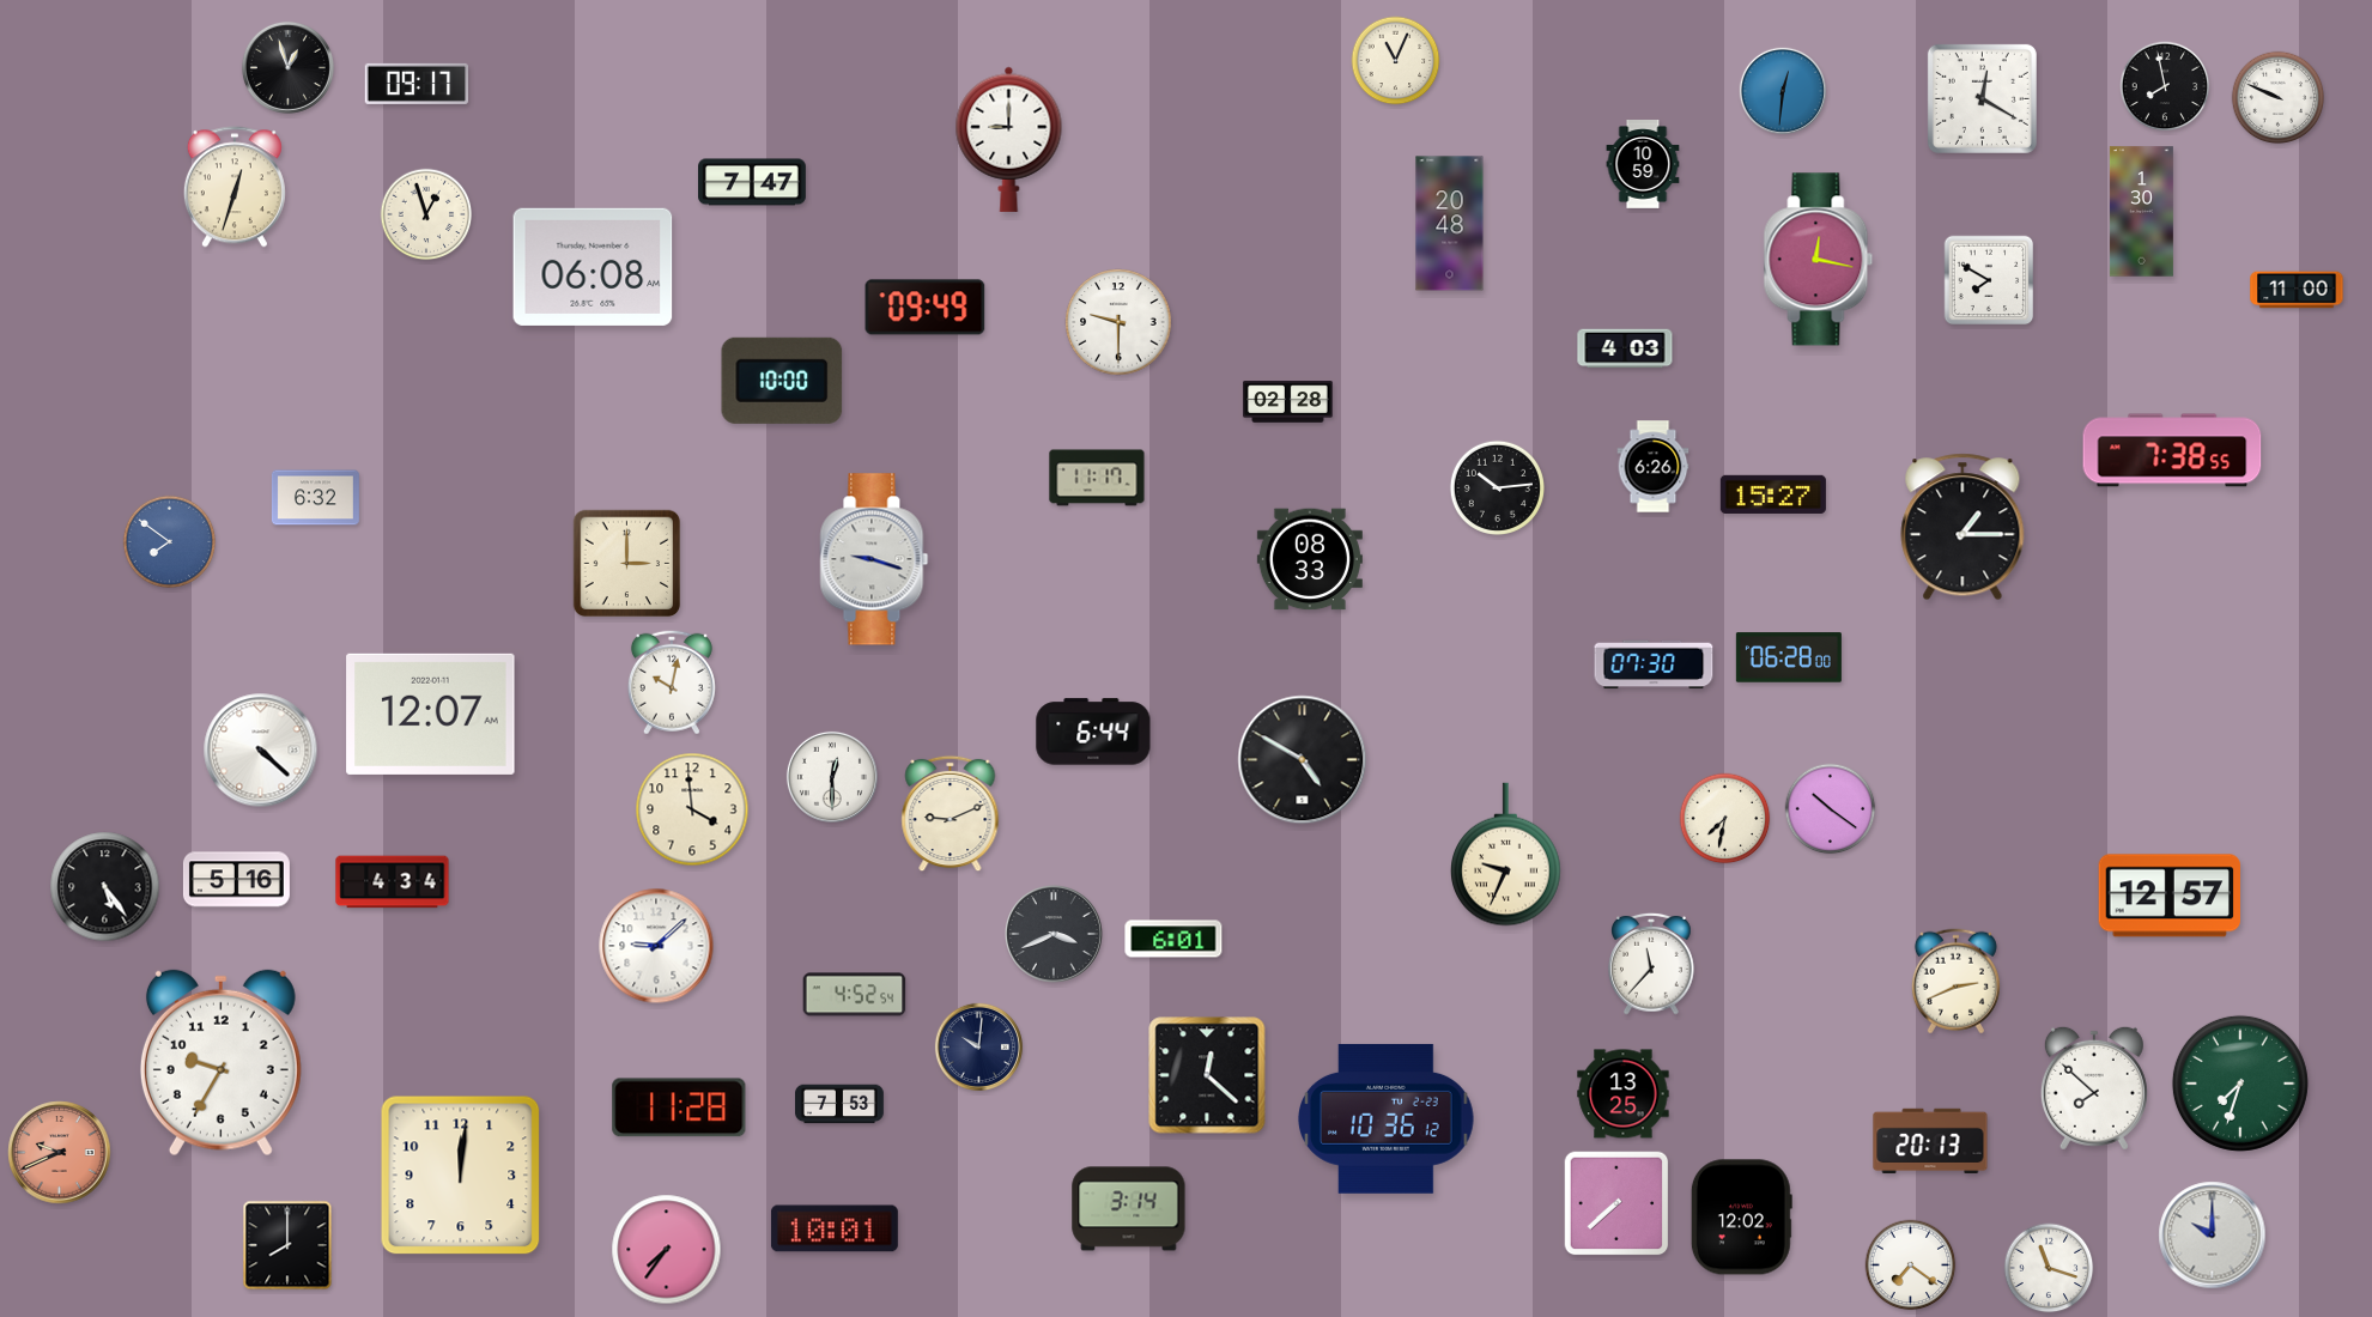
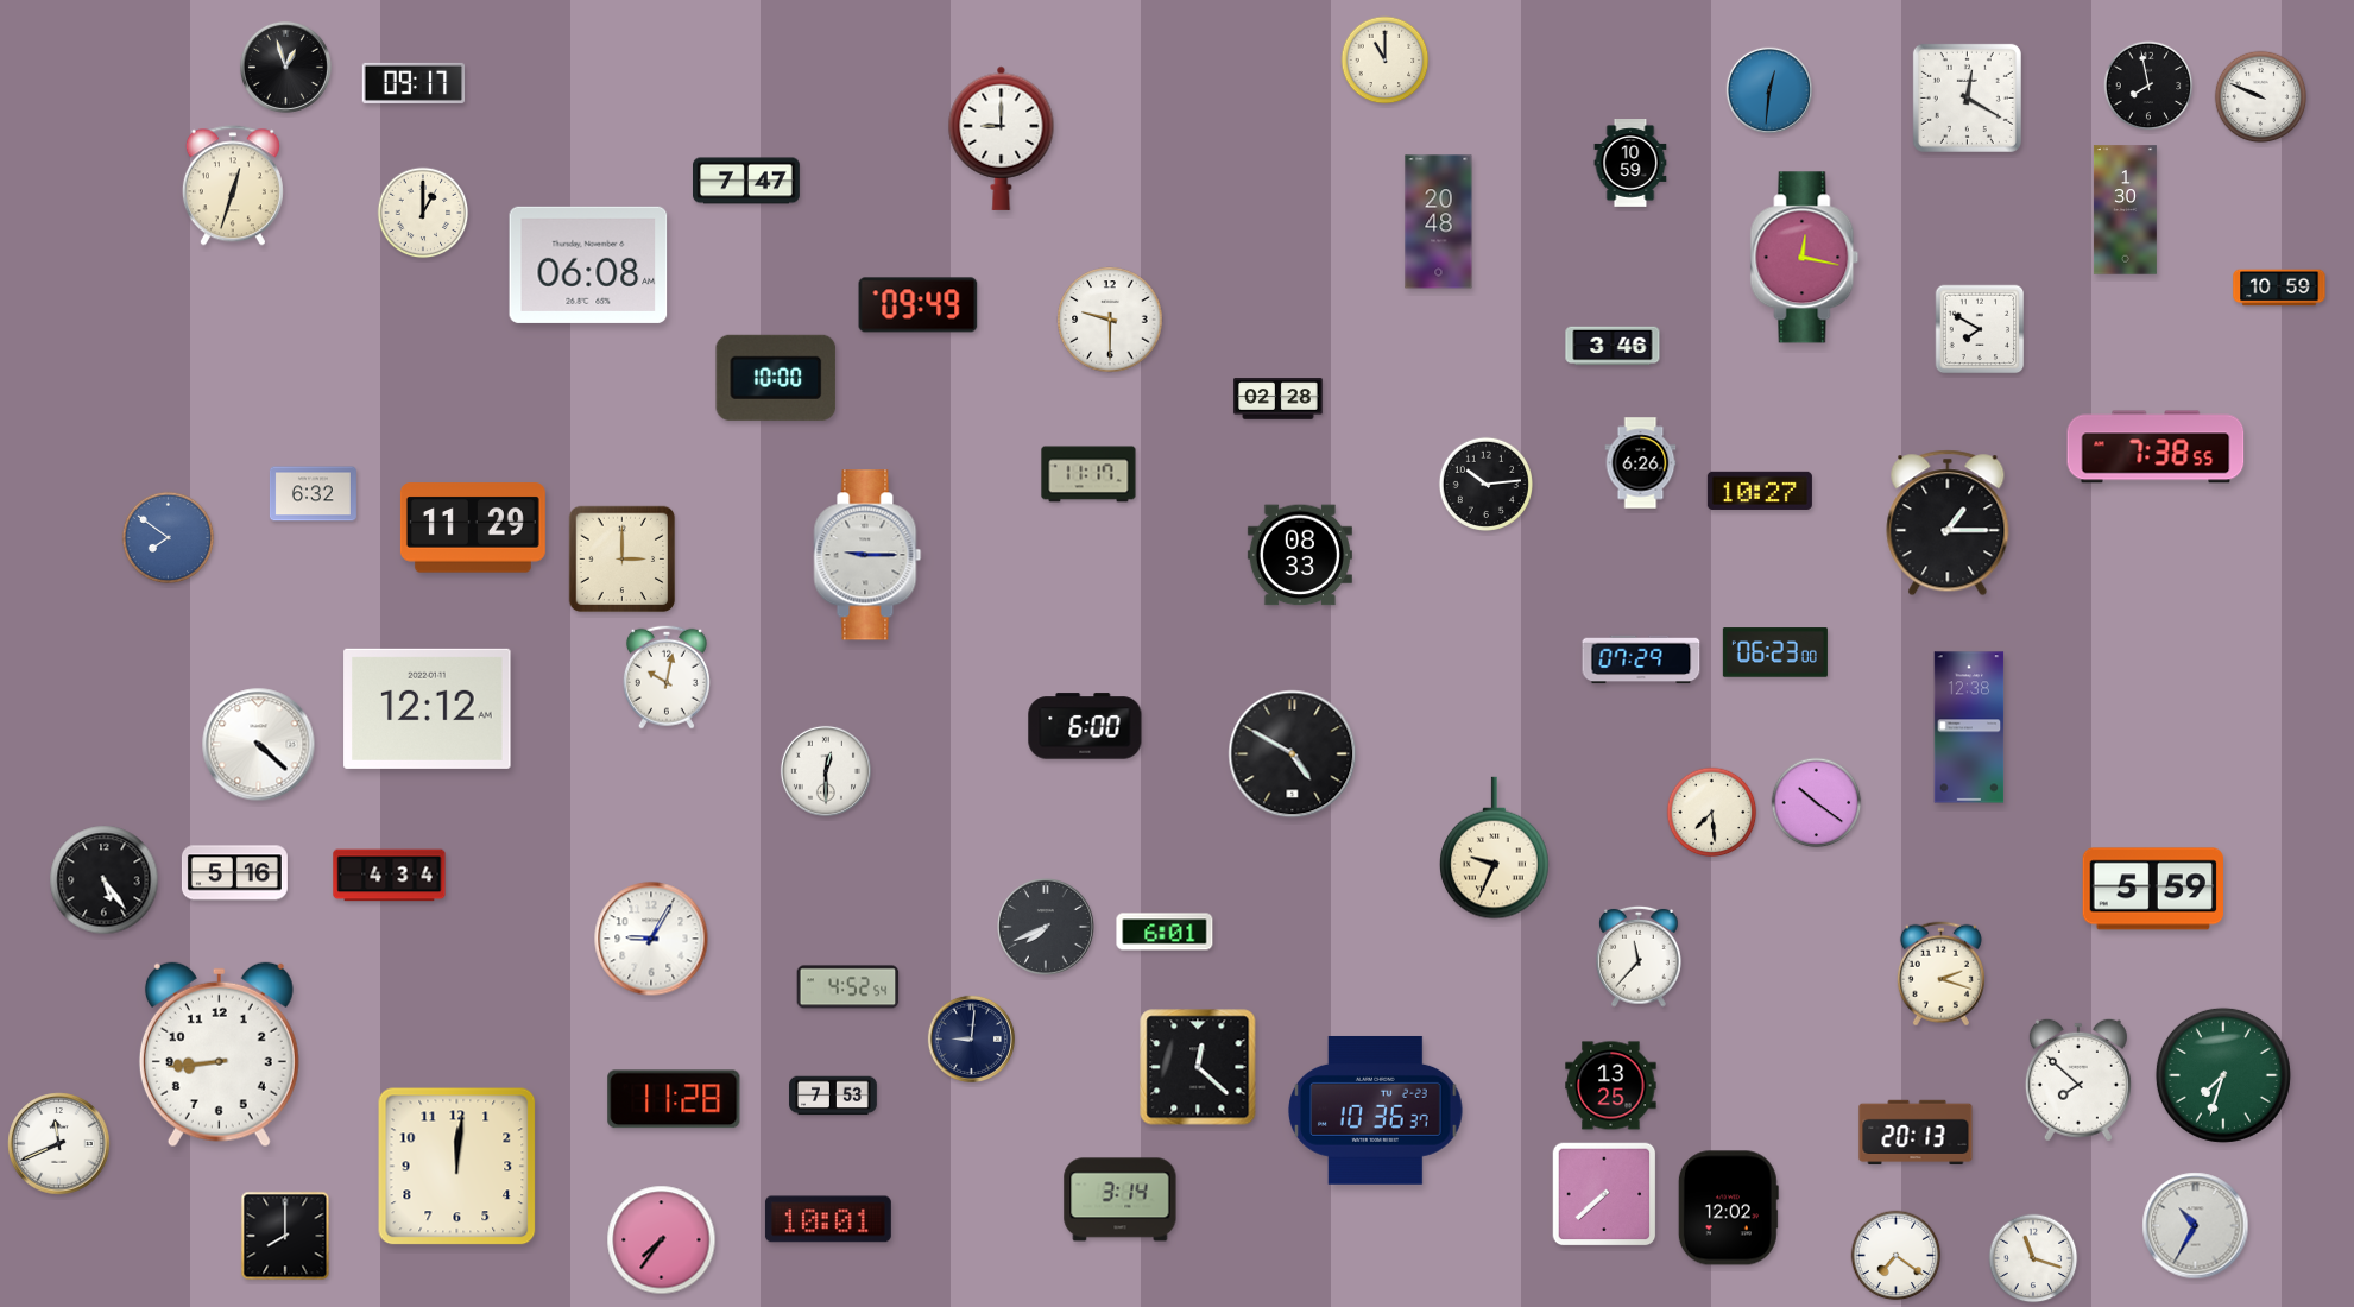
clock at (1396, 61): 11:04 -> 11:00
clock at (426, 214): 12:57 -> 1:00
clock at (1989, 280) position: (1989, 280) -> (1980, 329)
clock at (2297, 290): 11:00 -> 10:59
clock at (1625, 348): 4:03 -> 3:46
clock at (1773, 494): 15:27 -> 10:27
clock at (473, 528): none -> 11:29
clock at (874, 559): 9:18 -> 9:15
clock at (1789, 657): 06:28 -> 06:23
clock at (1654, 664): 07:30 -> 07:29
clock at (431, 714): 12:07 -> 12:12
clock at (1093, 732): 6:44 -> 6:00
clock at (1969, 727): none -> 12:38
clock at (692, 809): 3:59 -> none
clock at (951, 814): 9:11 -> none
clock at (1725, 819): 7:32 -> 7:29
clock at (2168, 896): 12:57 -> 5:59
clock at (1055, 935): 3:41 -> 7:41
clock at (656, 946): 9:08 -> 9:05
clock at (1955, 982): 2:41 -> 2:18
clock at (978, 1046): 10:01 -> 9:01
clock at (220, 1063): 9:35 -> 8:44
clock at (1387, 1118): 10:36:12 -> 10:36:37
clock at (60, 1153): 9:41 -> 11:41
clock at (60, 1153) dial: salmon -> white
clock at (2213, 1236): 10:00 -> 10:35
